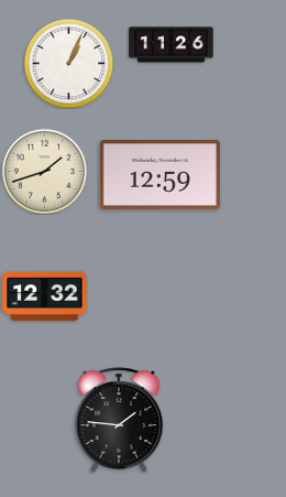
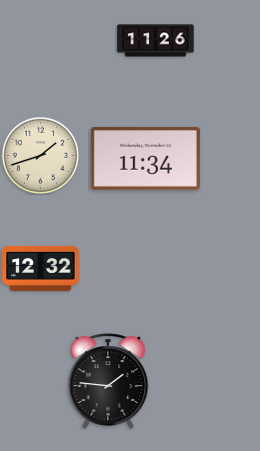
clock at (68, 63): 1:04 -> none
clock at (159, 175): 12:59 -> 11:34
